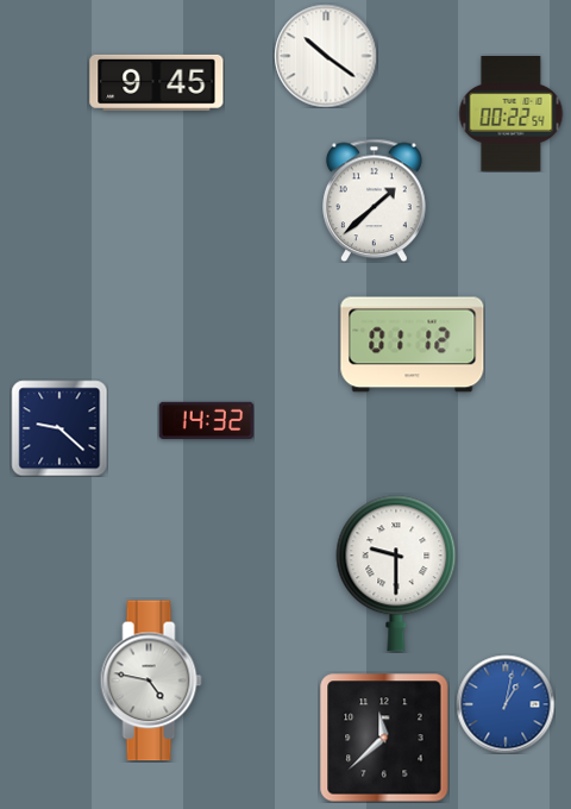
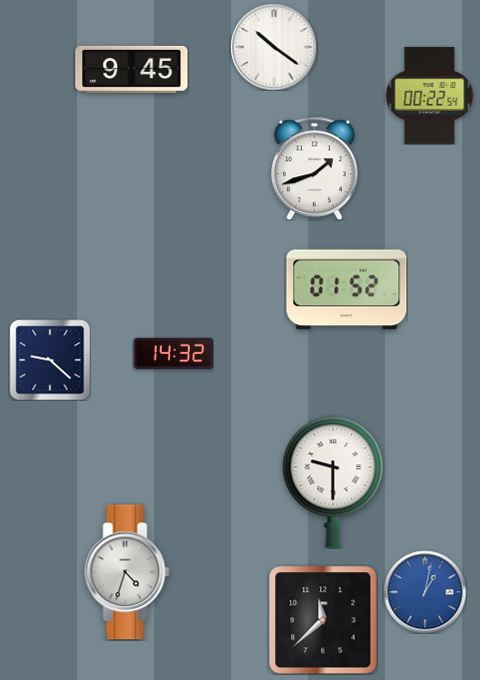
clock at (375, 200): 1:38 -> 1:42
clock at (413, 345): 01:12 -> 01:52
clock at (151, 681): 4:47 -> 4:33
